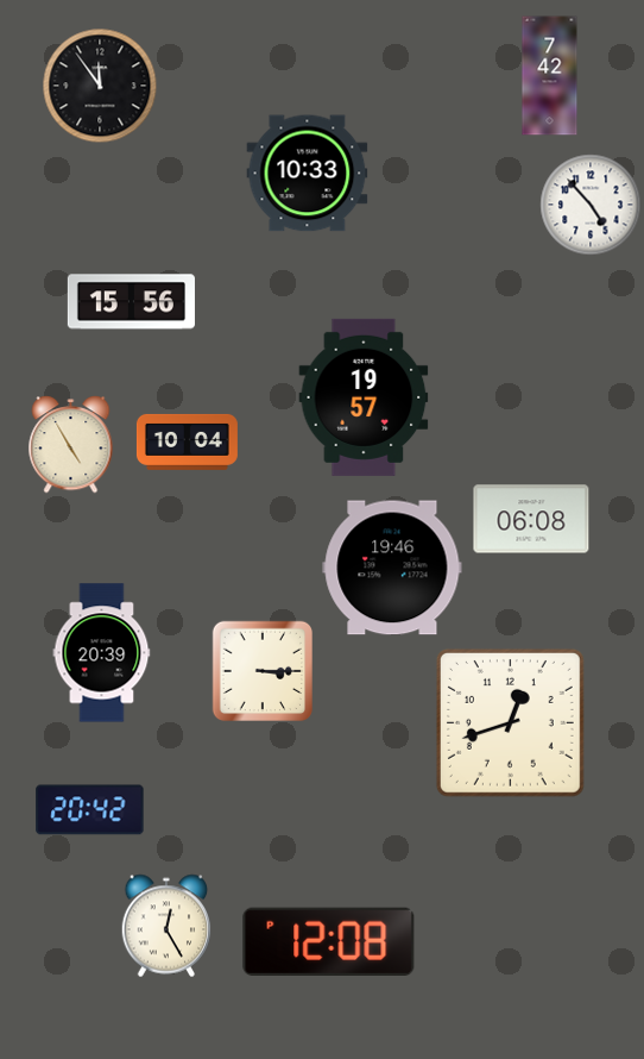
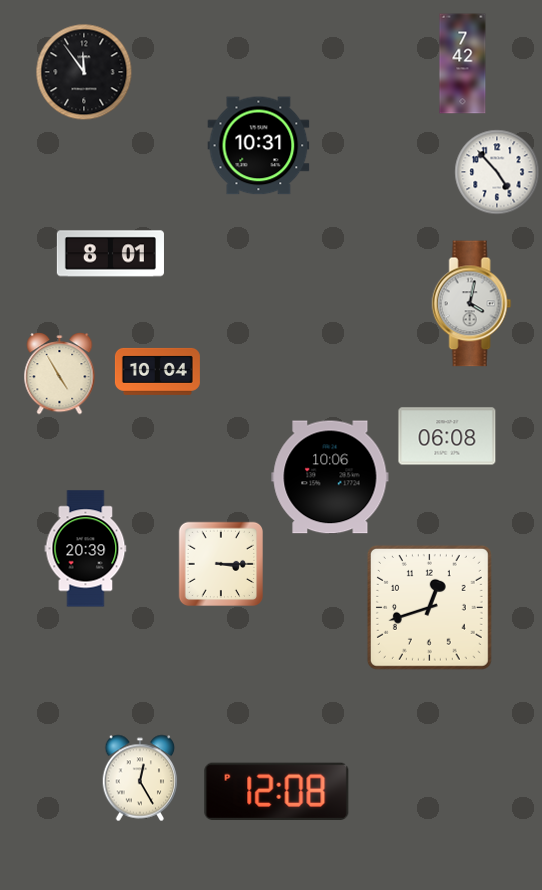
clock at (308, 174): 10:33 -> 10:31
clock at (131, 302): 15:56 -> 8:01
clock at (472, 304): none -> 4:02
clock at (364, 397): 19:57 -> none
clock at (392, 568): 19:46 -> 10:06
clock at (90, 810): 20:42 -> none
